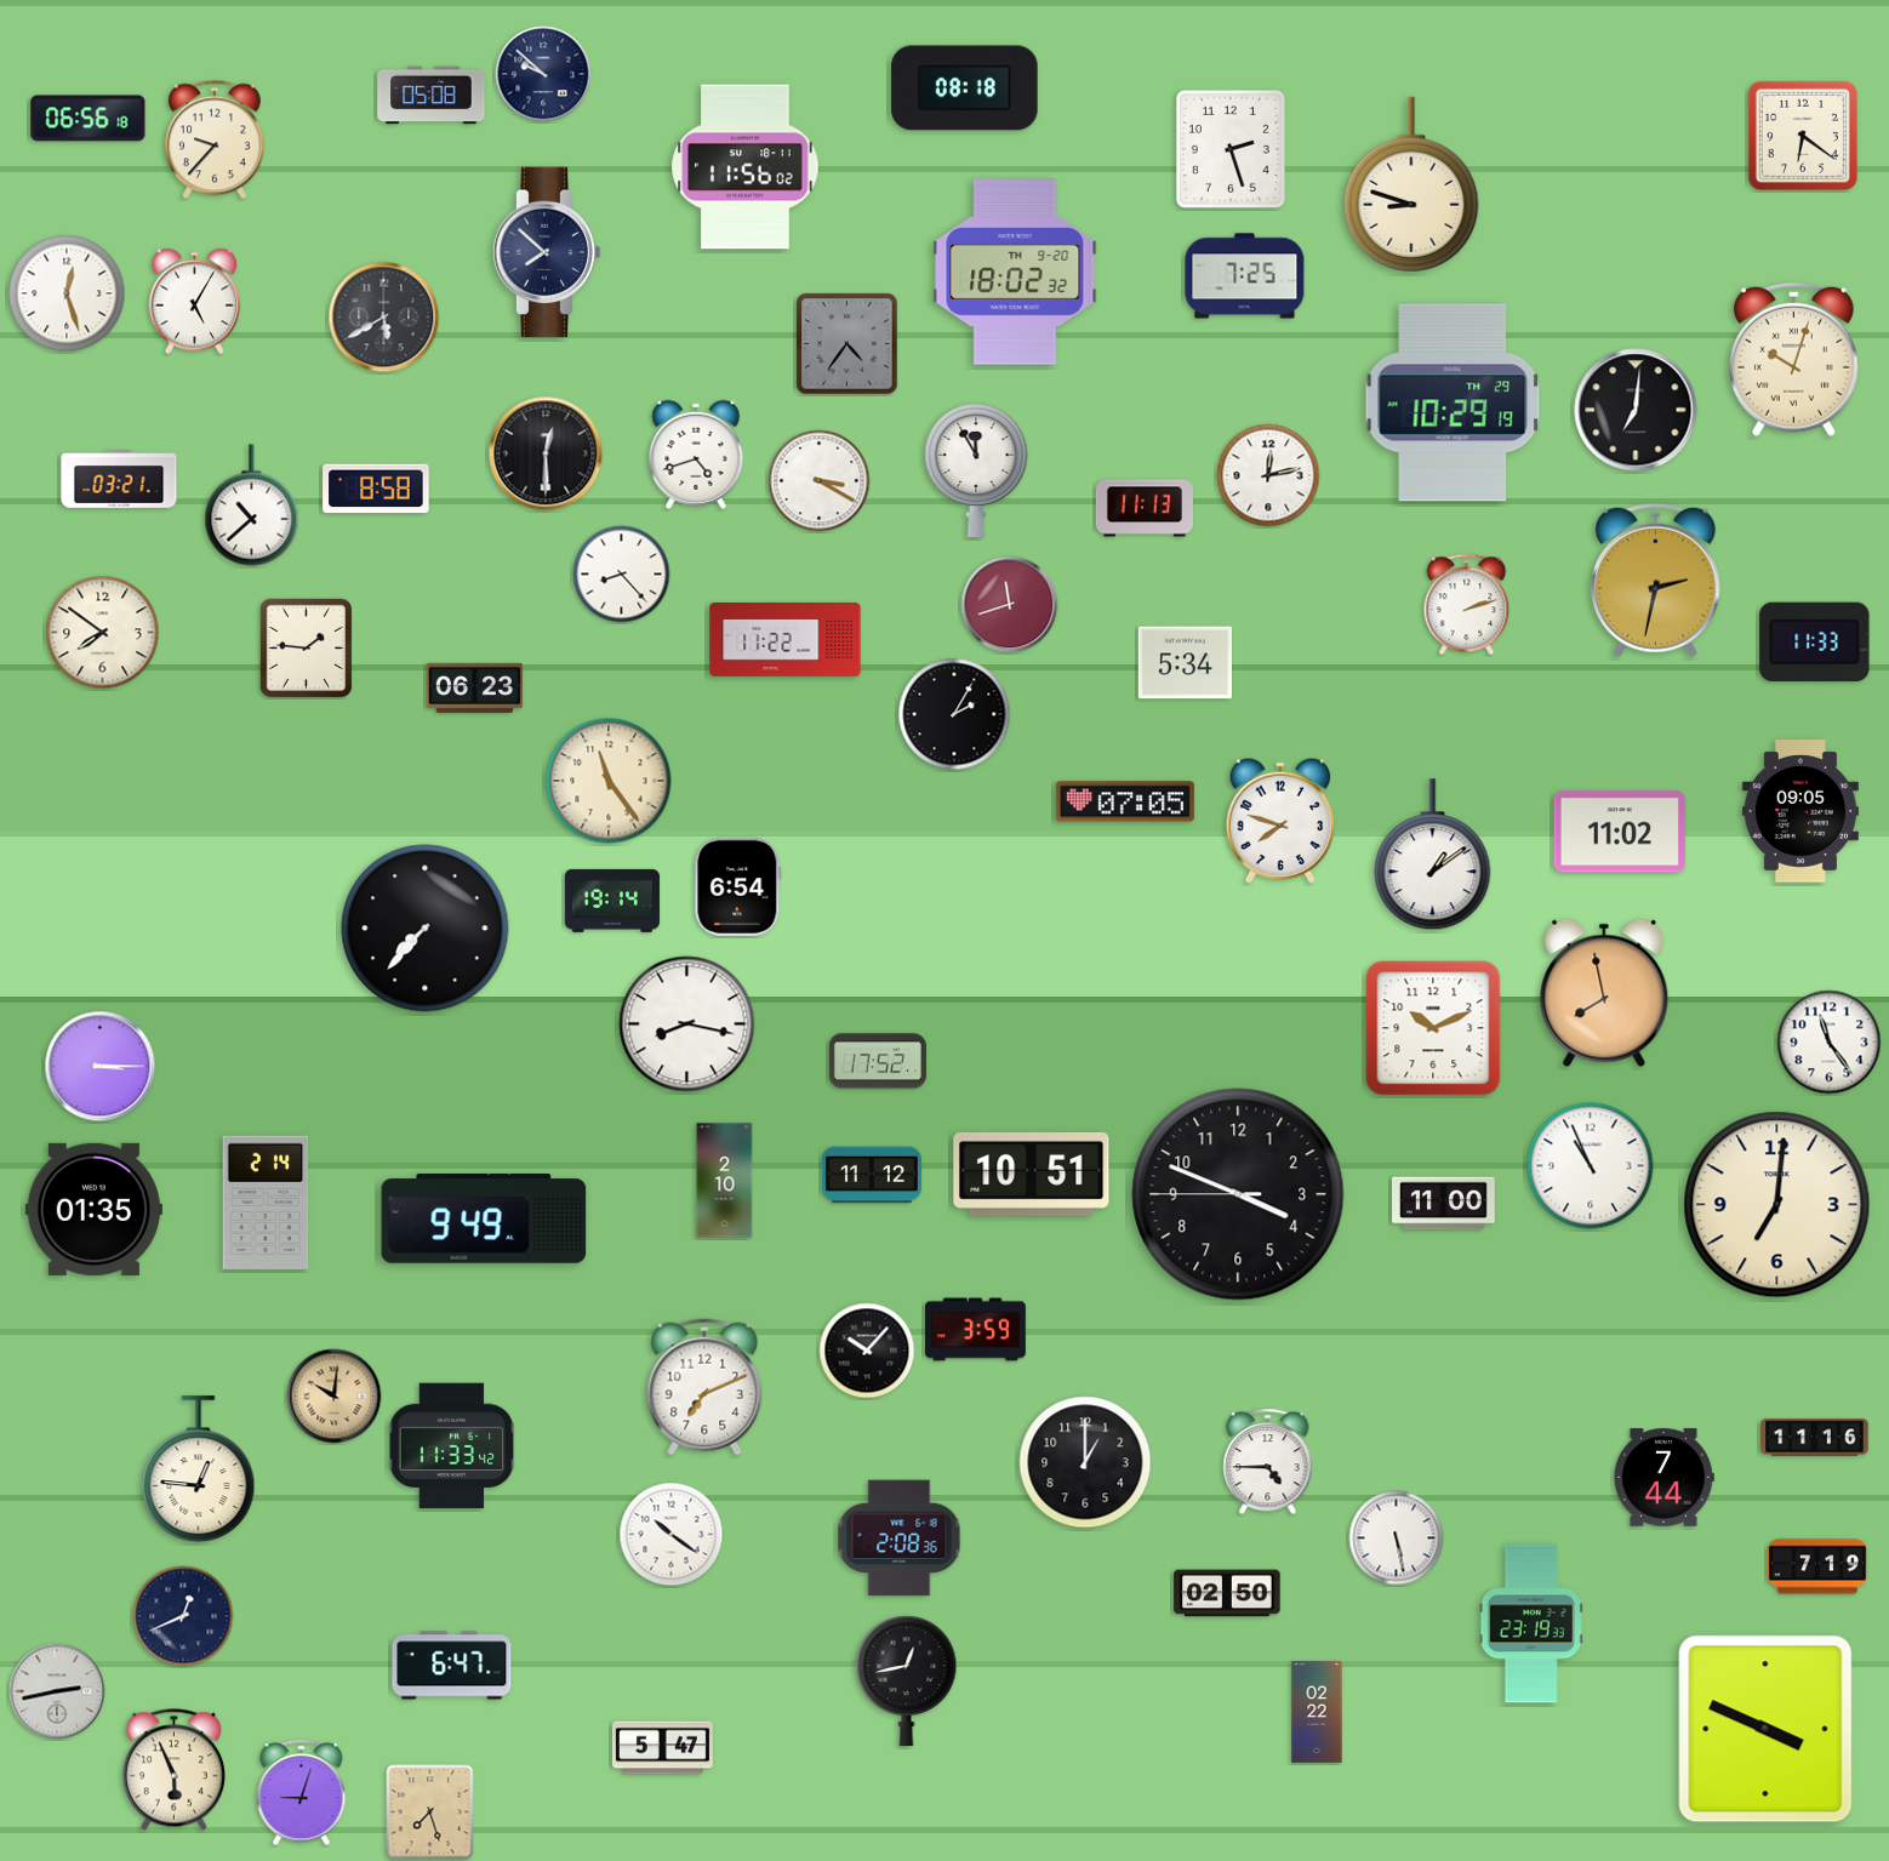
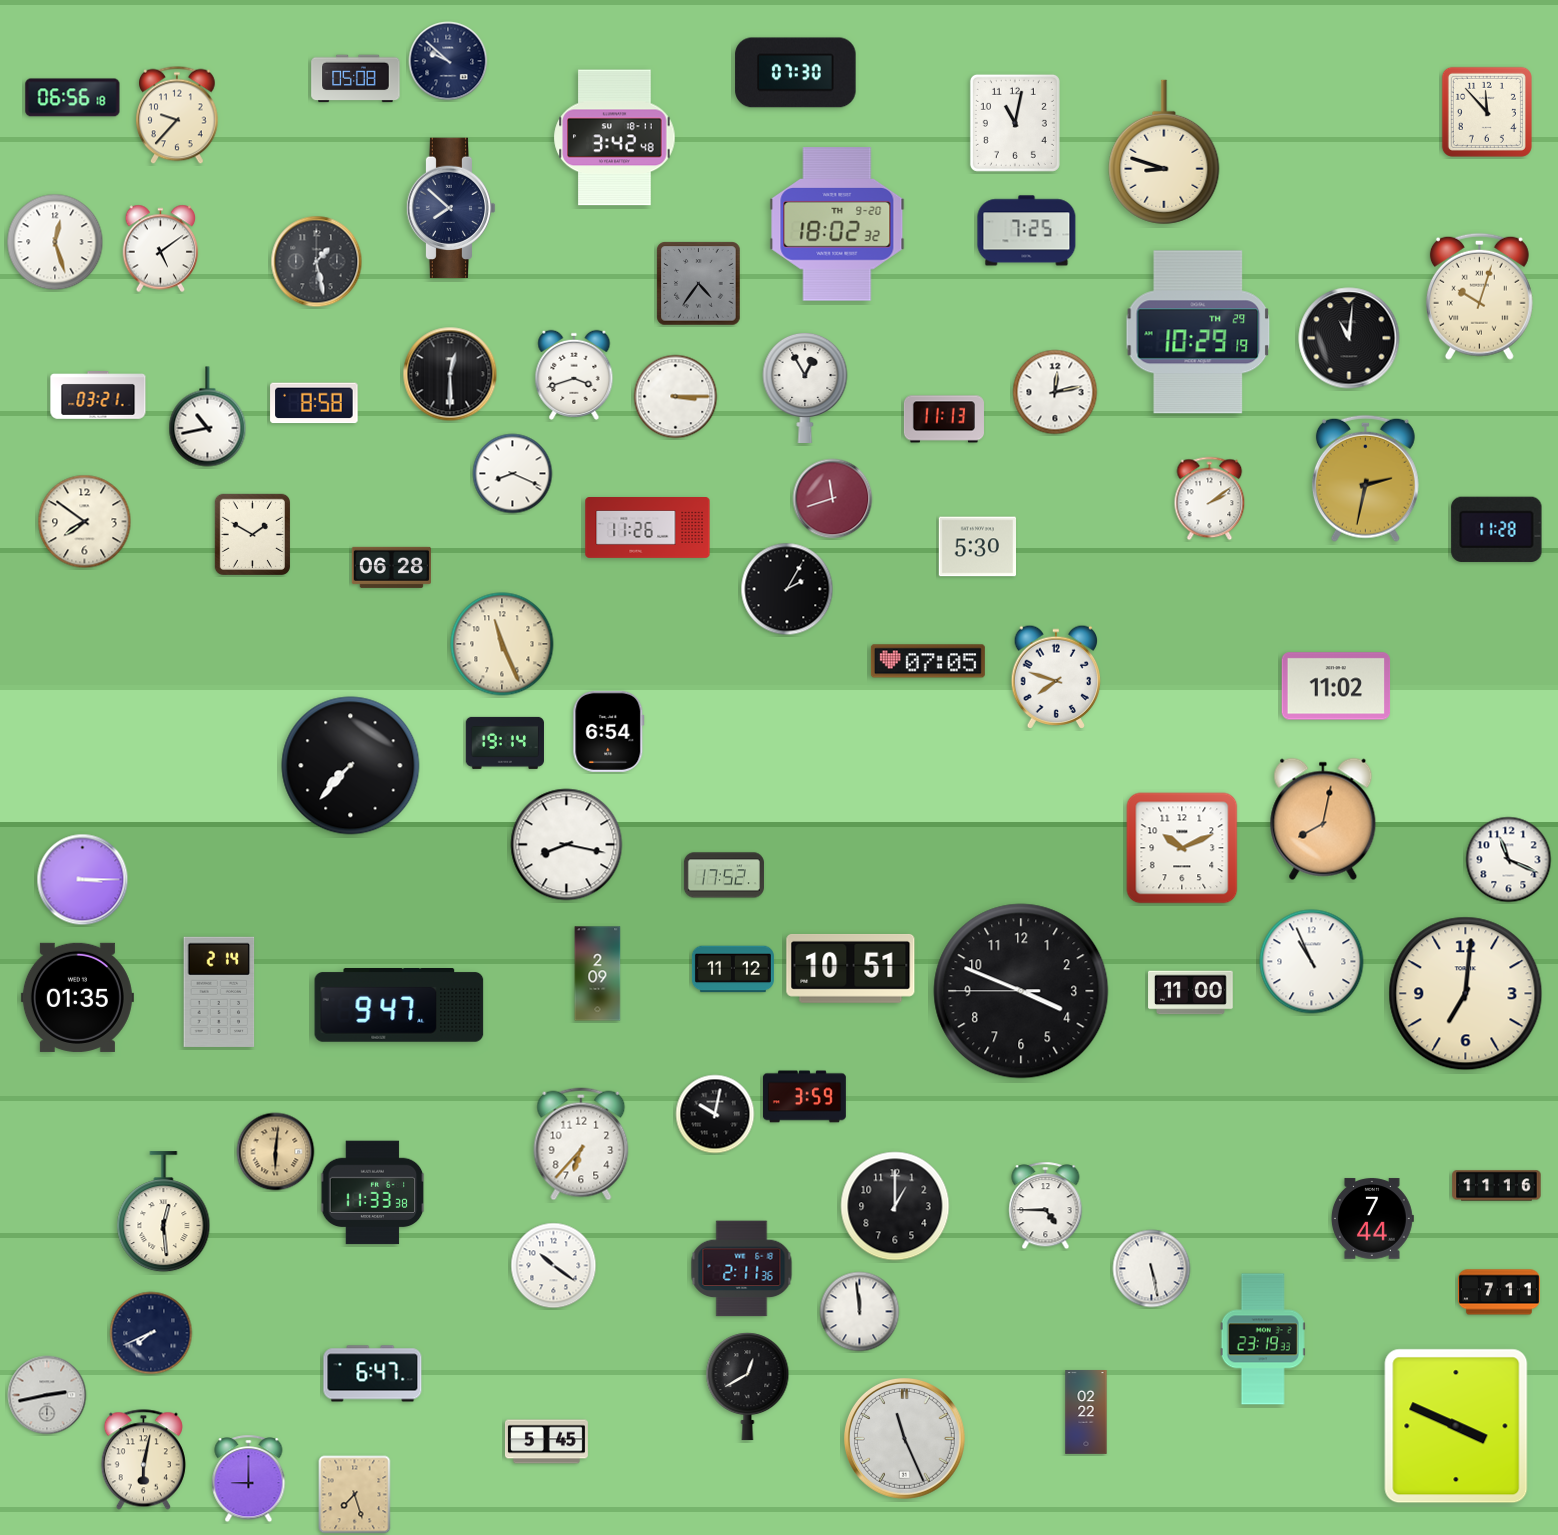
clock at (965, 89): 08:18 -> 07:30
clock at (1803, 136): 6:21 -> 11:53
clock at (1231, 149): 2:27 -> 11:02
clock at (746, 167): 11:56 -> 3:42
clock at (1245, 276) position: (1245, 276) -> (1027, 231)
clock at (195, 302): 5:05 -> 5:09
clock at (384, 318): 5:40 -> 1:28
clock at (1636, 410): 7:01 -> 11:01
clock at (696, 455): 4:42 -> 3:42
clock at (976, 469): 11:55 -> 12:55
clock at (1268, 475) position: (1268, 475) -> (1055, 392)
clock at (820, 481): 3:20 -> 3:15
clock at (376, 489) position: (376, 489) -> (314, 403)
clock at (252, 506): 10:38 -> 10:43
clock at (622, 575): 8:23 -> 8:19
clock at (1467, 605): 2:12 -> 2:09
clock at (786, 640): 11:22 -> 11:26
clock at (1815, 641): 11:33 -> 11:28
clock at (306, 647): 1:46 -> 1:50
clock at (1186, 663): 5:34 -> 5:30
clock at (474, 687): 06:23 -> 06:28
clock at (609, 781): 11:24 -> 11:26
clock at (1800, 812): 09:05 -> none
clock at (1433, 855): 1:09 -> none
clock at (1604, 993): 7:58 -> 8:02
clock at (1830, 1043): 11:24 -> 11:19
clock at (872, 1175) position: (872, 1175) -> (733, 969)
clock at (725, 1181): 2:10 -> 2:09
clock at (1238, 1194) position: (1238, 1194) -> (1021, 991)
clock at (484, 1220): 9:49 -> 9:47
clock at (867, 1351): 10:07 -> 10:02
clock at (704, 1387): 7:11 -> 6:37
clock at (335, 1397): 10:01 -> 6:01
clock at (452, 1446): 11:33:42 -> 11:33:38
clock at (199, 1469): 12:46 -> 12:29
clock at (900, 1539): 2:08 -> 2:11
clock at (1817, 1566): 7:19 -> 7:11
clock at (860, 1312): none -> 11:59
clock at (1227, 1593): 02:50 -> none
clock at (183, 1616): 12:41 -> 7:41
clock at (907, 1682): 12:43 -> 12:40
clock at (904, 1438): none -> 11:26
clock at (662, 1748): 5:47 -> 5:45
clock at (173, 1770): 5:56 -> 6:02
clock at (302, 1793): 9:03 -> 9:00
